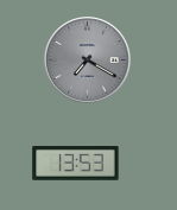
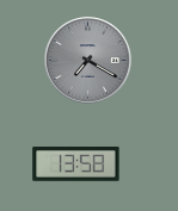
clock at (76, 164): 13:53 -> 13:58
